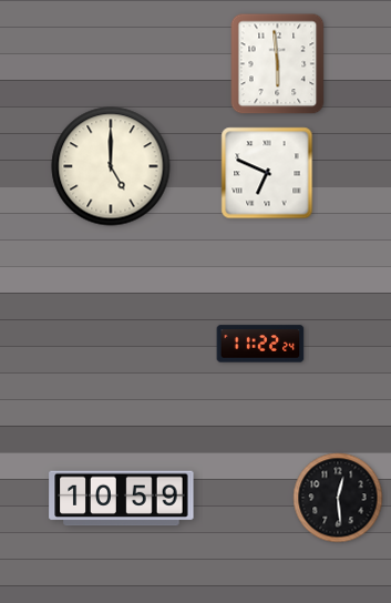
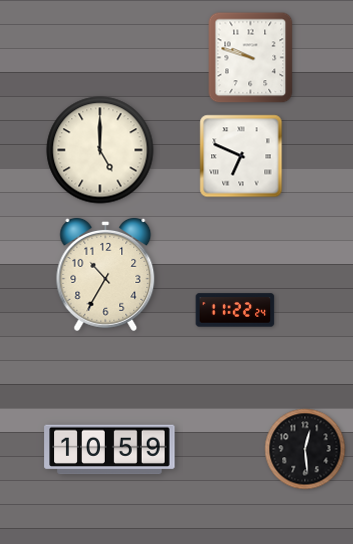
clock at (278, 64): 5:59 -> 9:48
clock at (106, 274): none -> 10:35
